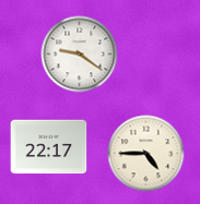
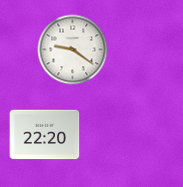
clock at (49, 147): 22:17 -> 22:20
clock at (146, 154): 4:45 -> none
